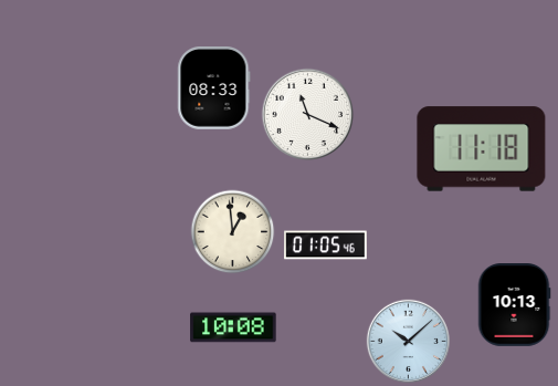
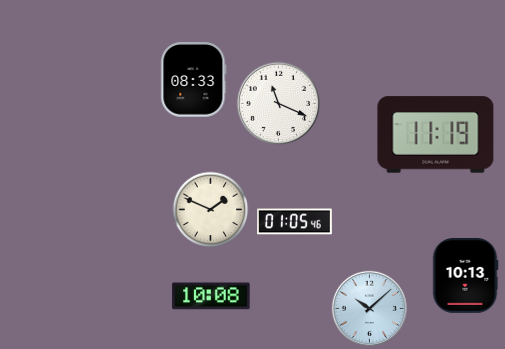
clock at (482, 149): 11:18 -> 11:19
clock at (233, 232): 12:59 -> 1:49
